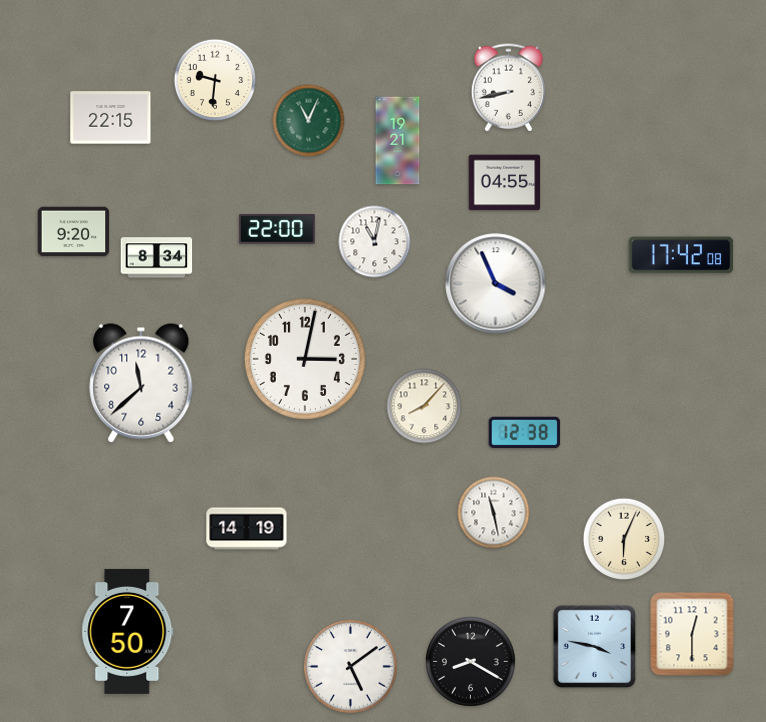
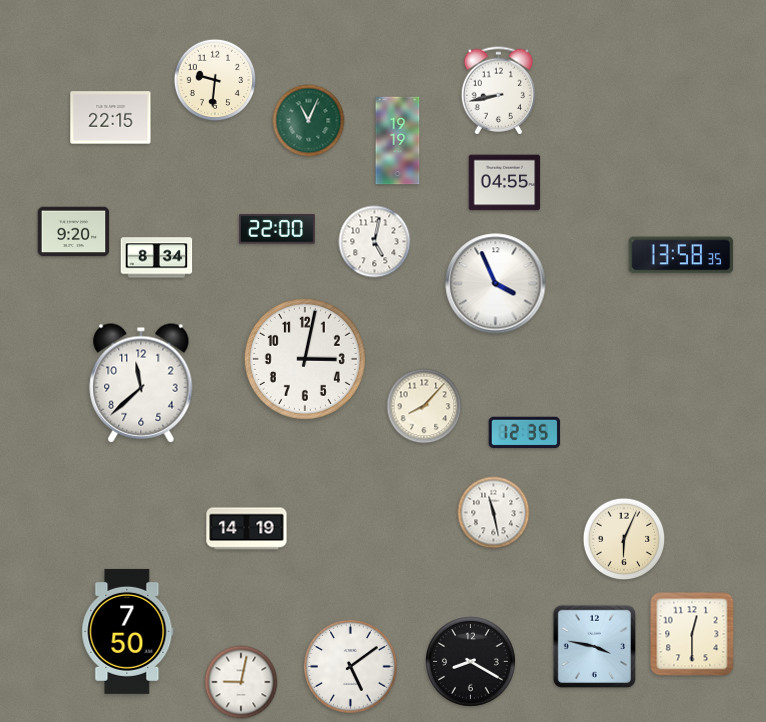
clock at (509, 88) position: (509, 88) -> (499, 91)
clock at (398, 141): 19:21 -> 19:19
clock at (375, 242): 11:02 -> 5:02
clock at (681, 255): 17:42 -> 13:58
clock at (525, 433): 12:38 -> 12:35
clock at (241, 682): none -> 9:02
